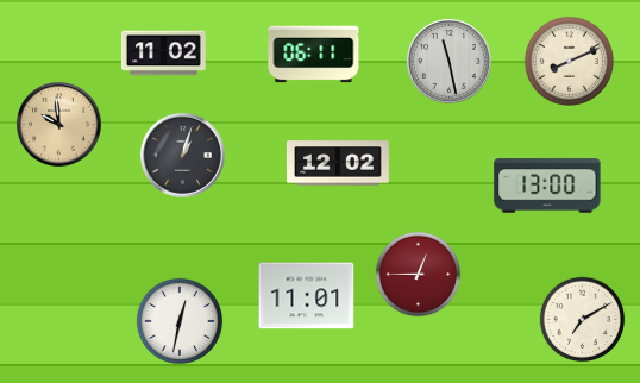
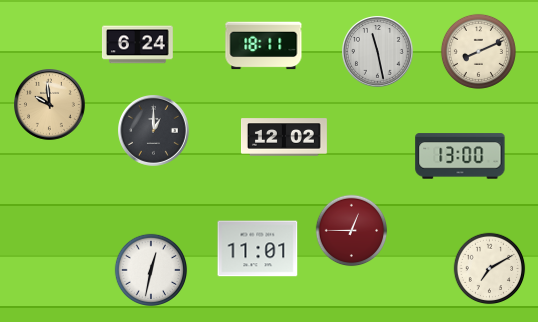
clock at (163, 54): 11:02 -> 6:24
clock at (314, 55): 06:11 -> 18:11
clock at (183, 156): 1:03 -> 1:00
